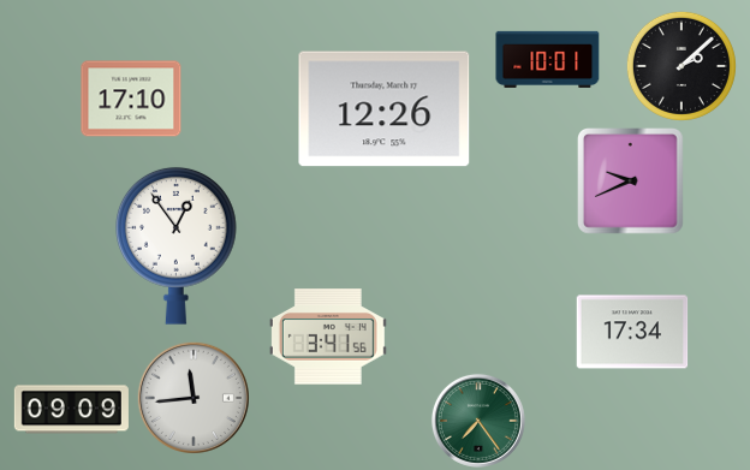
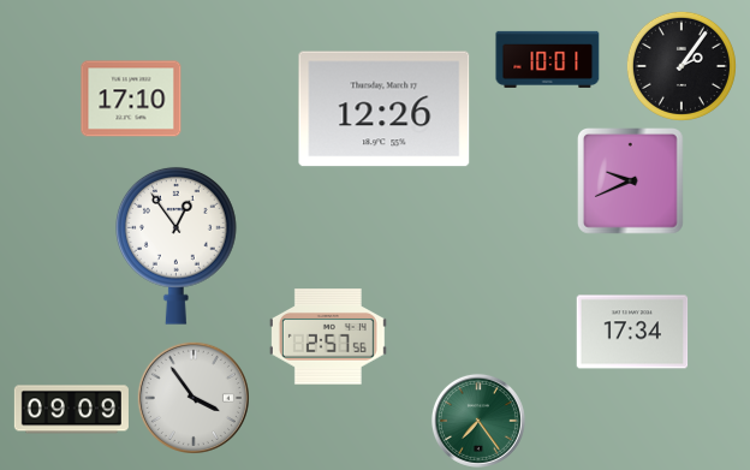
clock at (681, 66): 2:08 -> 2:06
clock at (328, 337): 3:41 -> 2:57
clock at (194, 398): 11:44 -> 3:54
